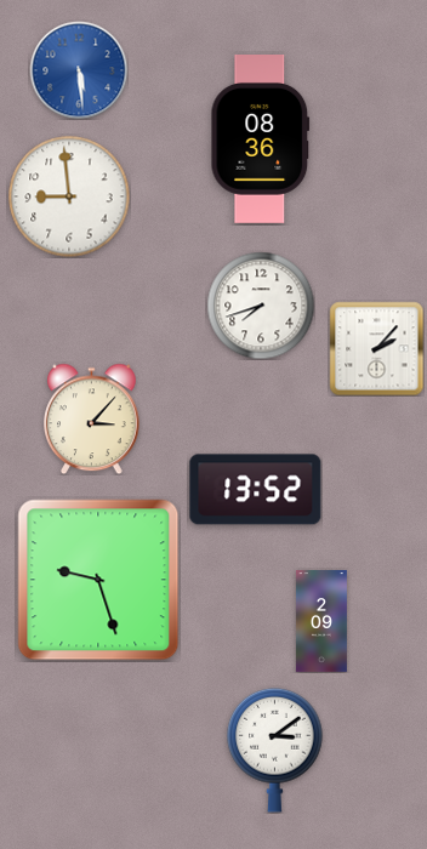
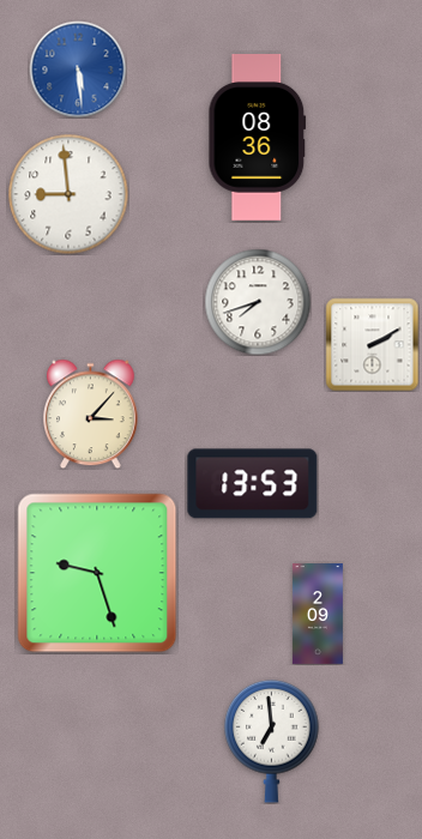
clock at (376, 348): 2:07 -> 2:10
clock at (256, 490): 13:52 -> 13:53
clock at (275, 750): 3:09 -> 6:59
